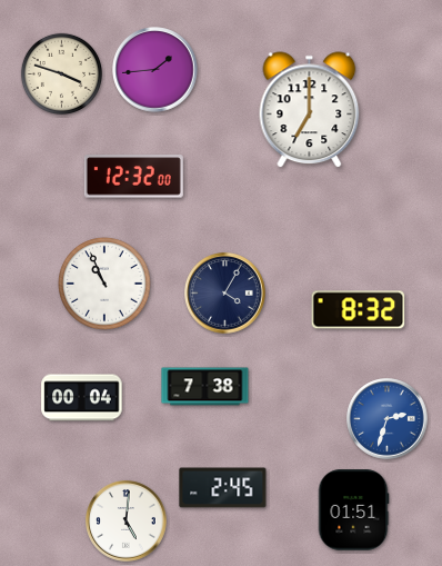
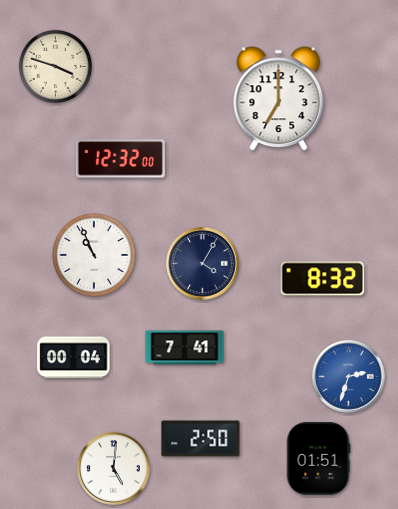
clock at (155, 70): 1:44 -> none
clock at (205, 387): 7:38 -> 7:41
clock at (223, 488): 2:45 -> 2:50
